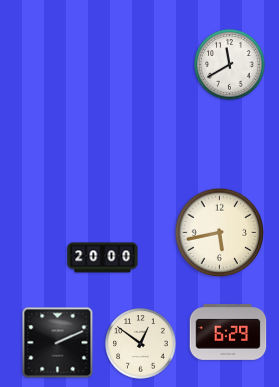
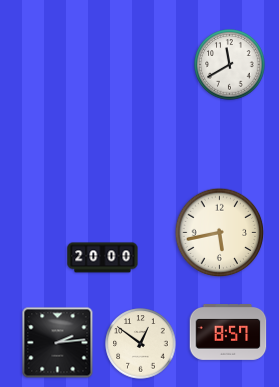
clock at (228, 333): 6:29 -> 8:57
clock at (58, 343): 2:11 -> 2:14
